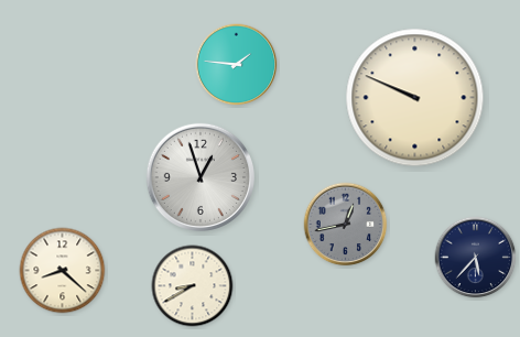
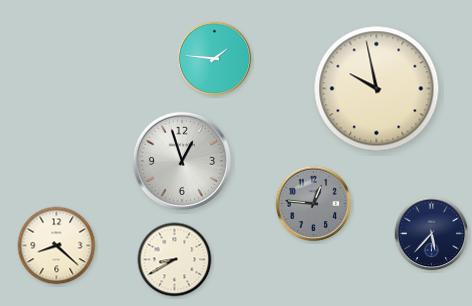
clock at (415, 98): 9:49 -> 9:58
clock at (346, 225): 12:43 -> 12:46
